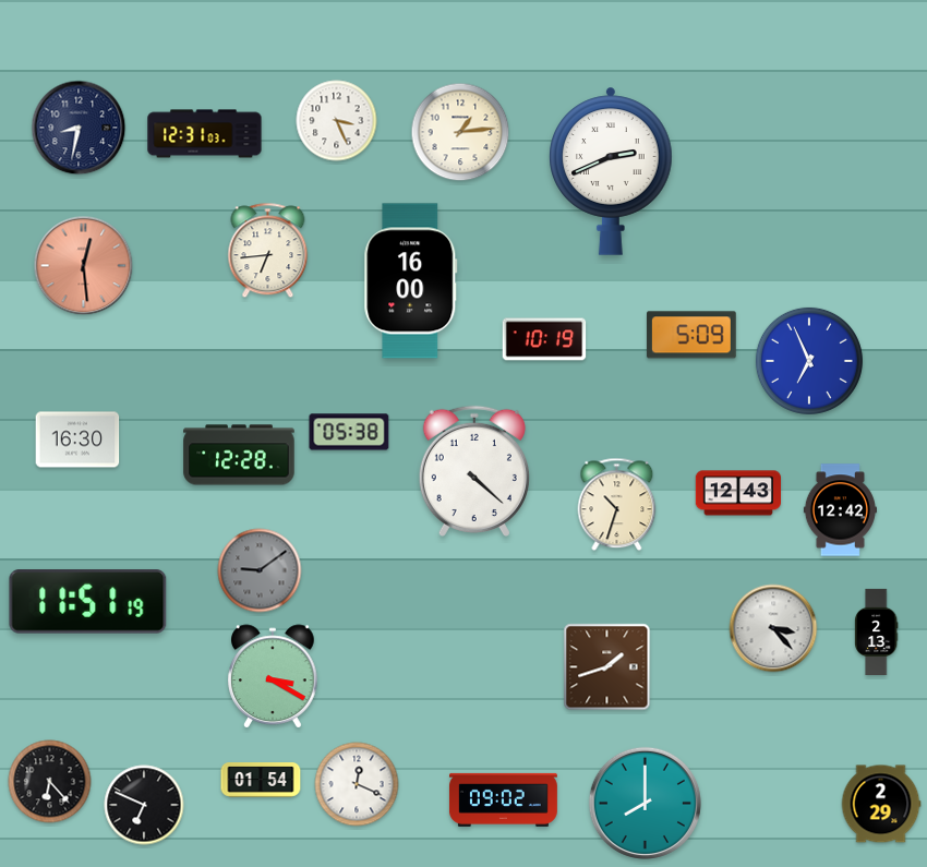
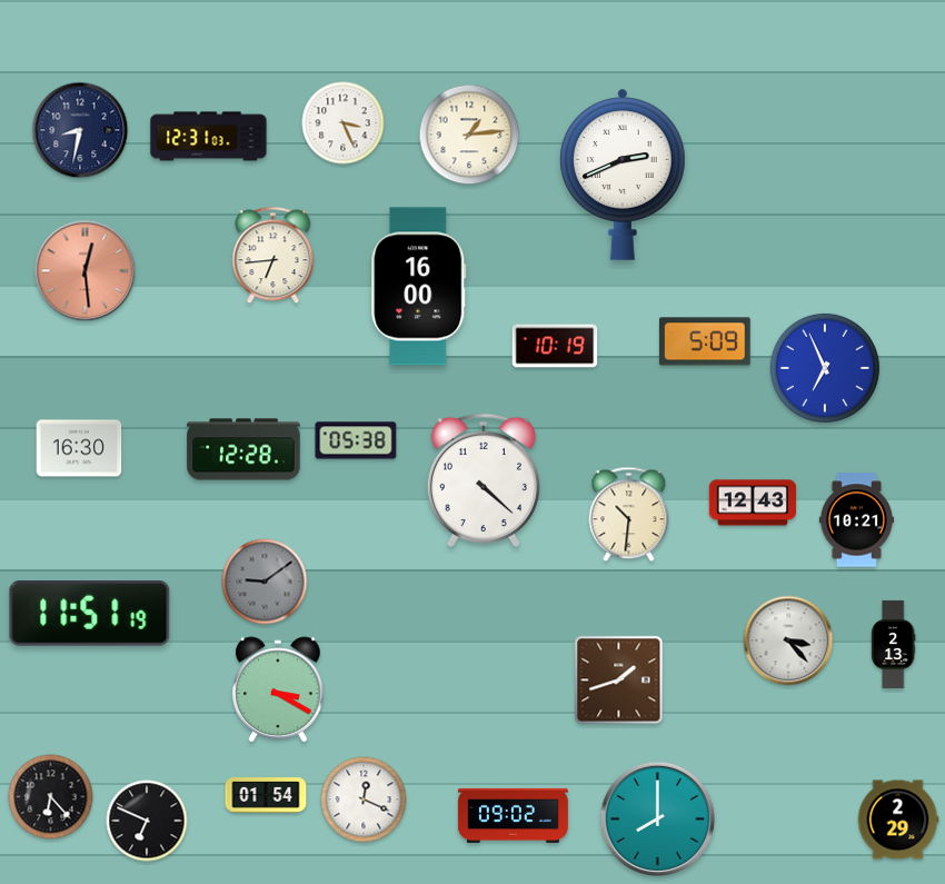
clock at (239, 455) position: (239, 455) -> (243, 449)
clock at (617, 505): 10:33 -> 10:31
clock at (840, 510): 12:42 -> 10:21
